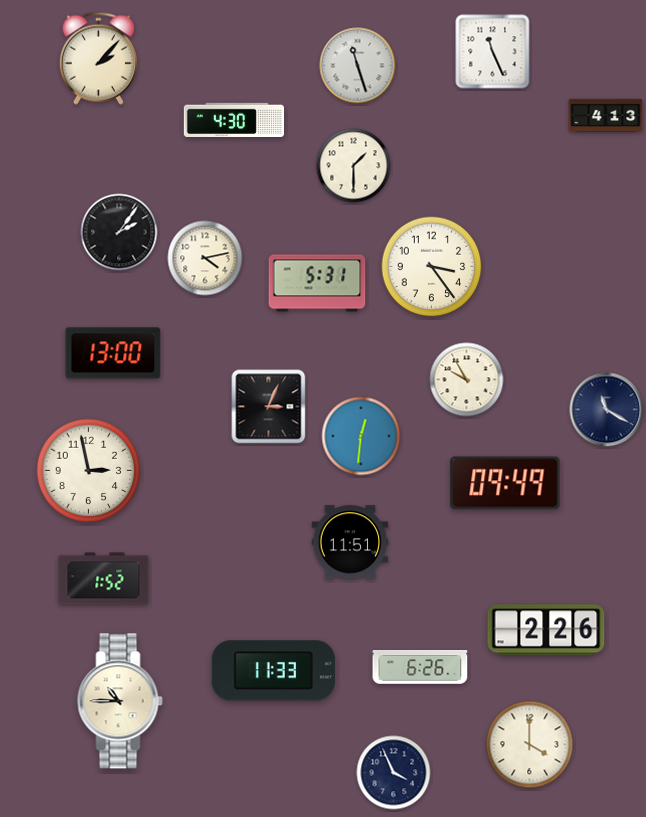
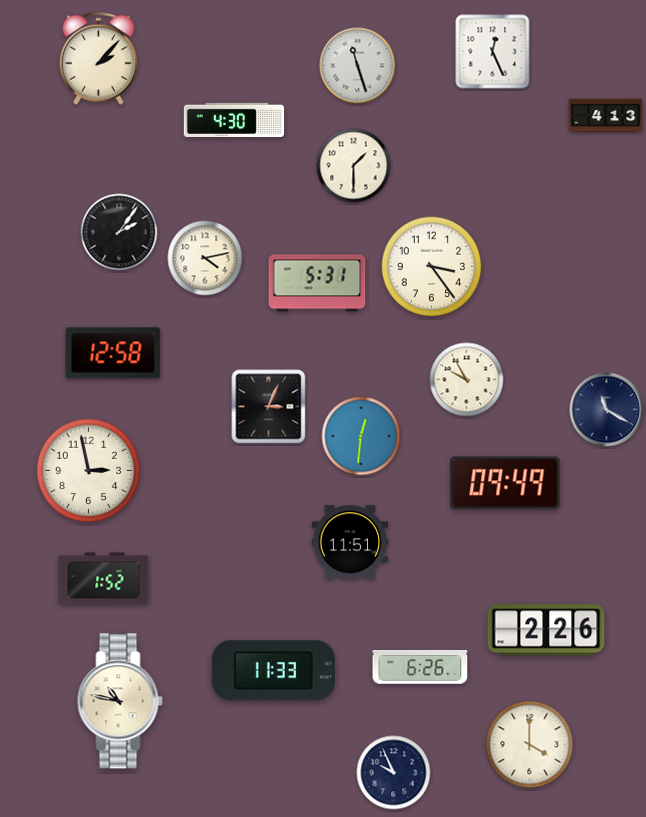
clock at (493, 52): 11:26 -> 12:26
clock at (113, 353): 13:00 -> 12:58
clock at (120, 701): 10:45 -> 10:47
clock at (394, 773): 3:56 -> 9:56
